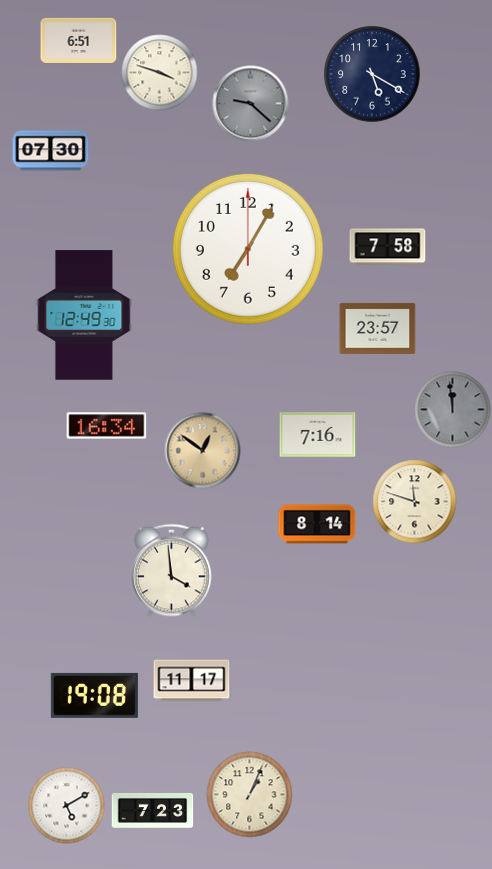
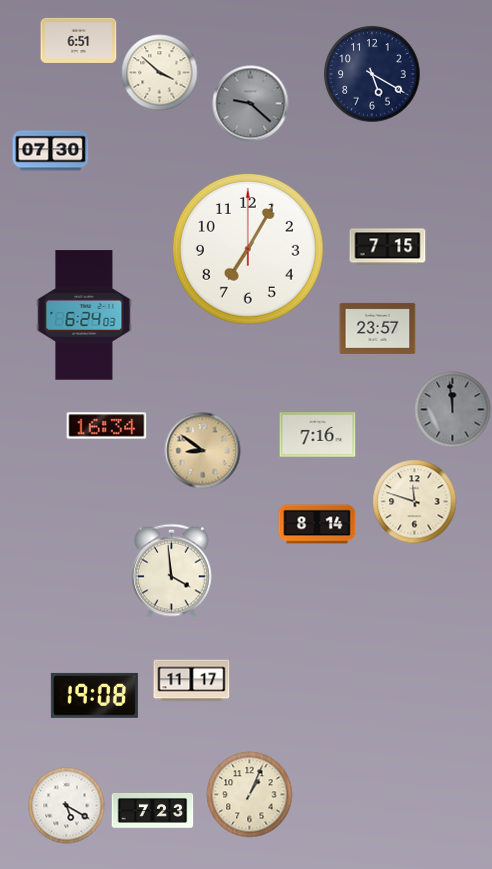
clock at (160, 73): 3:48 -> 3:52
clock at (388, 247): 7:58 -> 7:15
clock at (84, 315): 12:49 -> 6:24
clock at (203, 451): 12:51 -> 8:51
clock at (67, 806): 5:10 -> 5:20
